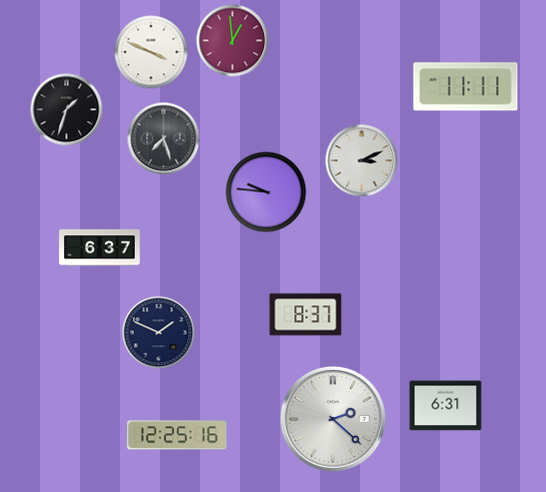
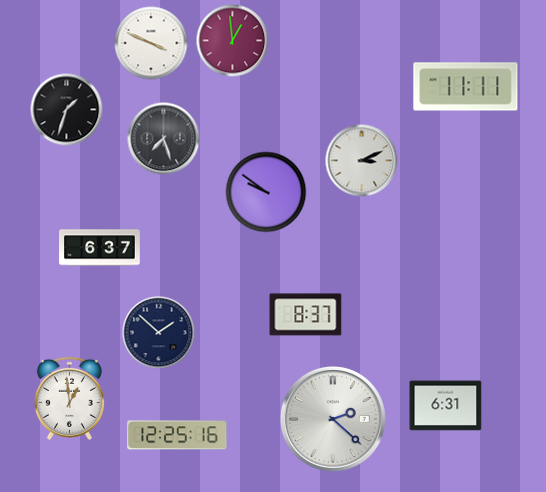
clock at (151, 52) position: (151, 52) -> (151, 43)
clock at (266, 192): 9:46 -> 9:51
clock at (159, 333): 1:49 -> 1:52
clock at (69, 398): none -> 12:59
